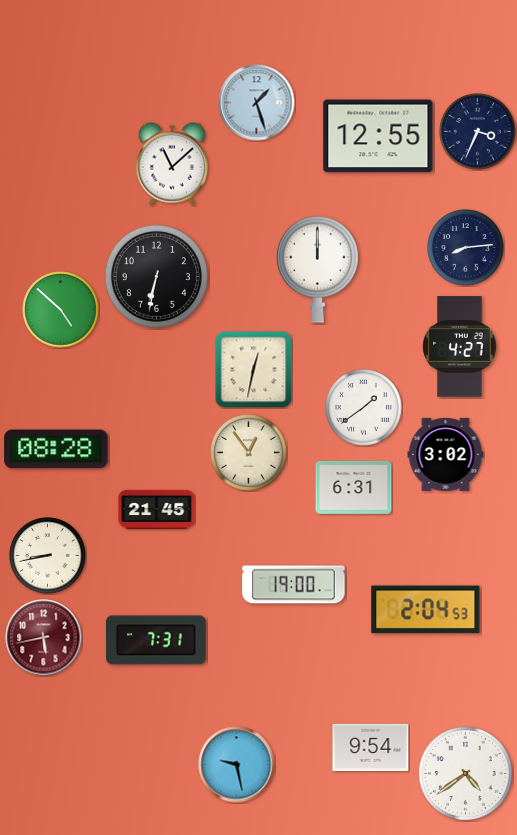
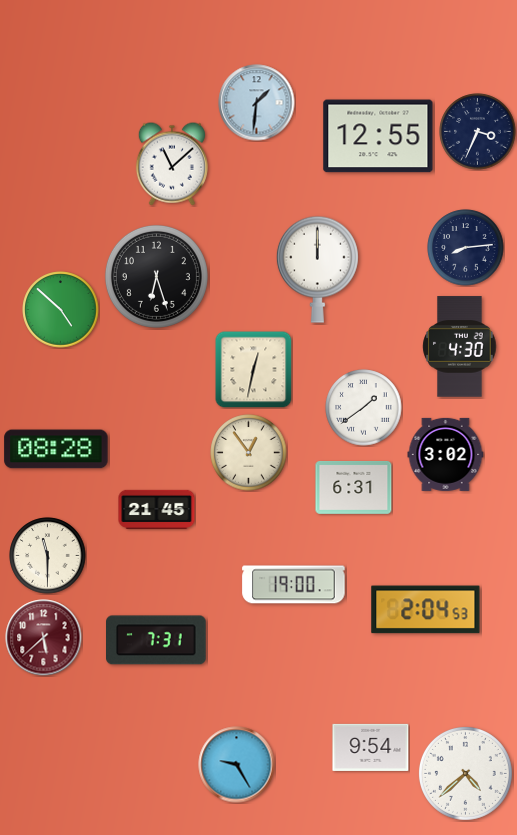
clock at (257, 103): 1:27 -> 1:31
clock at (156, 276): 6:32 -> 6:27
clock at (460, 347): 4:27 -> 4:30
clock at (48, 556): 8:43 -> 11:30
clock at (44, 638): 5:43 -> 5:38
clock at (237, 765): 9:28 -> 9:25
clock at (465, 773): 4:39 -> 4:38
